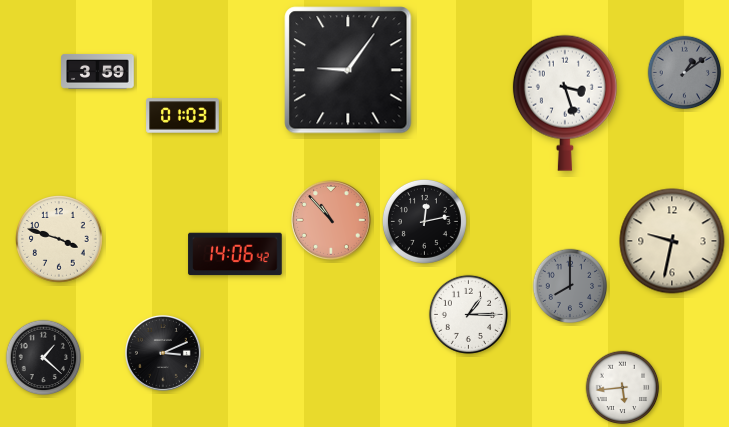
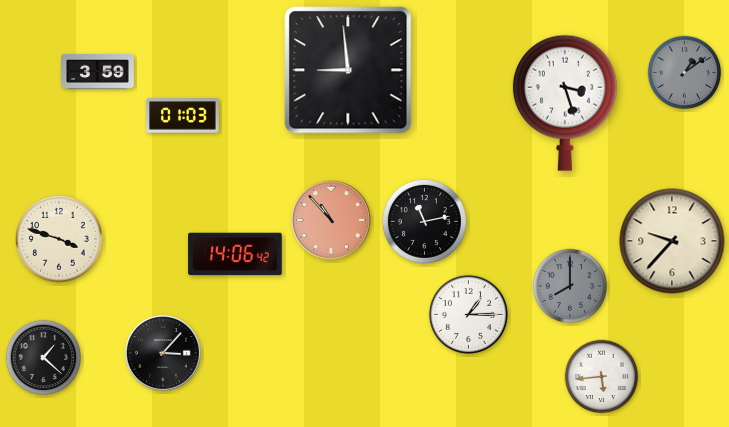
clock at (348, 70): 9:06 -> 8:59
clock at (424, 221): 12:13 -> 11:13
clock at (672, 241): 9:32 -> 9:37
clock at (163, 353): 3:11 -> 3:07
clock at (623, 388) position: (623, 388) -> (602, 377)
